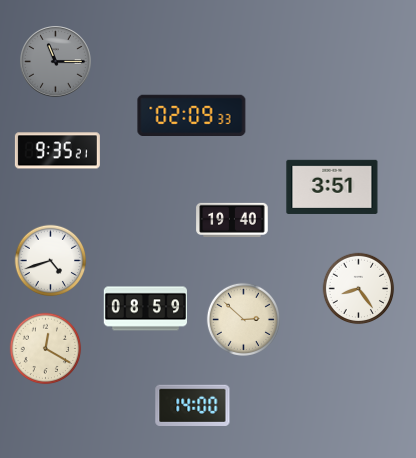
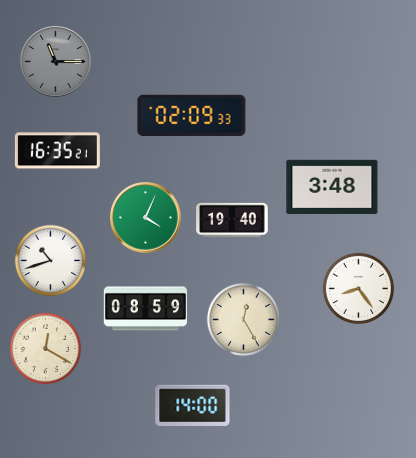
clock at (57, 151): 9:35 -> 16:35
clock at (332, 187): 3:51 -> 3:48
clock at (146, 218): none -> 4:04
clock at (51, 261): 4:42 -> 10:42
clock at (243, 319): 2:52 -> 12:25
